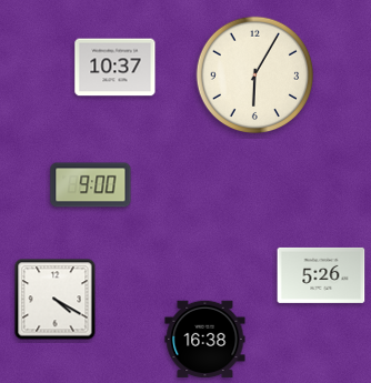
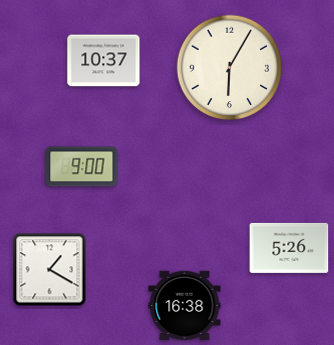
clock at (56, 300): 4:20 -> 1:20
